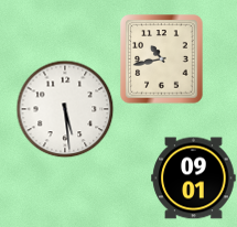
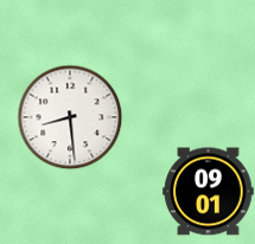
clock at (162, 60): 10:43 -> none
clock at (65, 109): 5:29 -> 8:29
